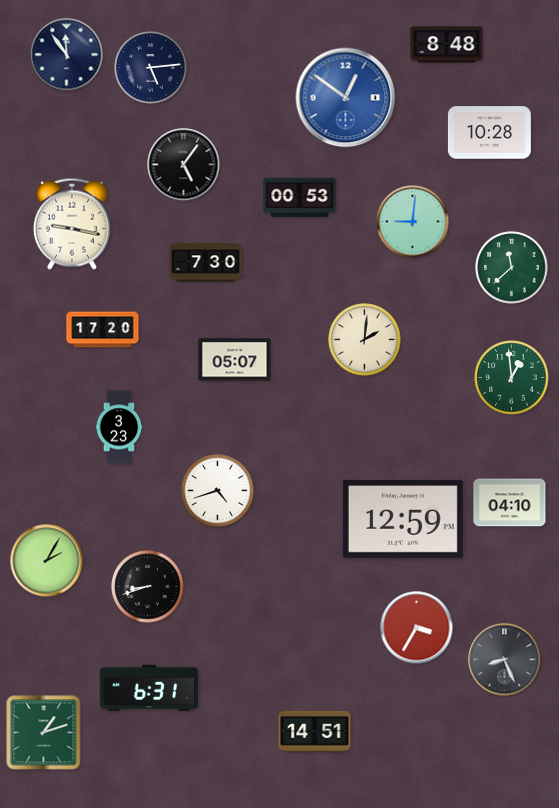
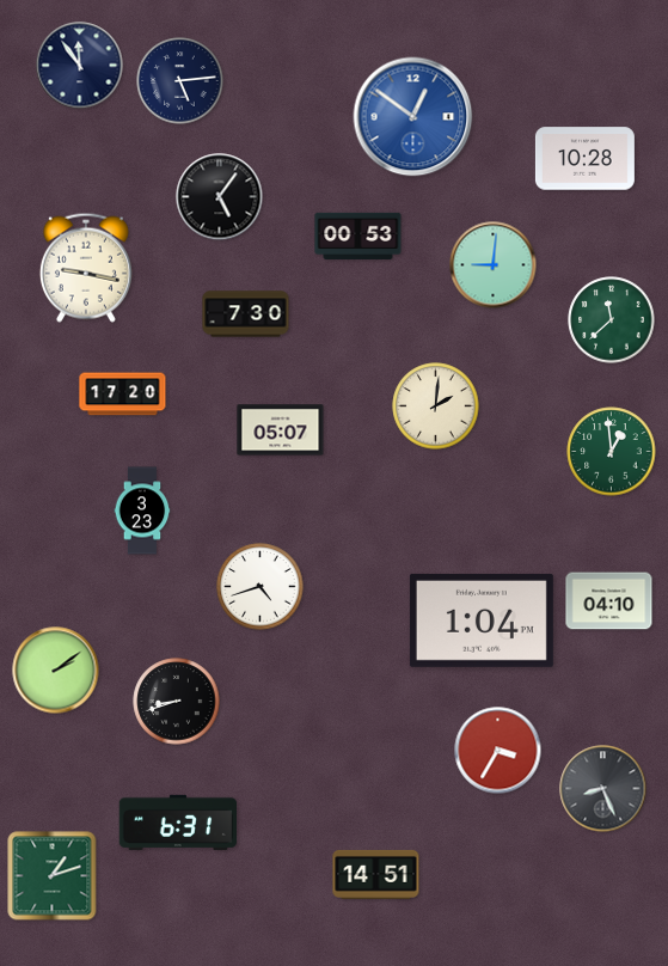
clock at (447, 45): 8:48 -> none
clock at (403, 519): 12:59 -> 1:04
clock at (47, 561): 2:05 -> 2:09
